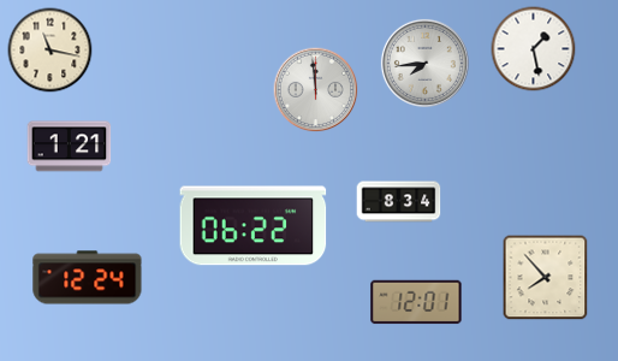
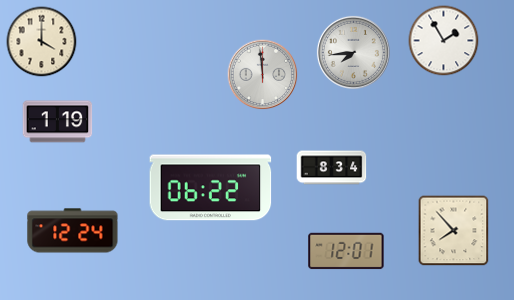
clock at (534, 49): 1:28 -> 1:55
clock at (50, 51): 11:17 -> 4:00
clock at (70, 147): 1:21 -> 1:19
